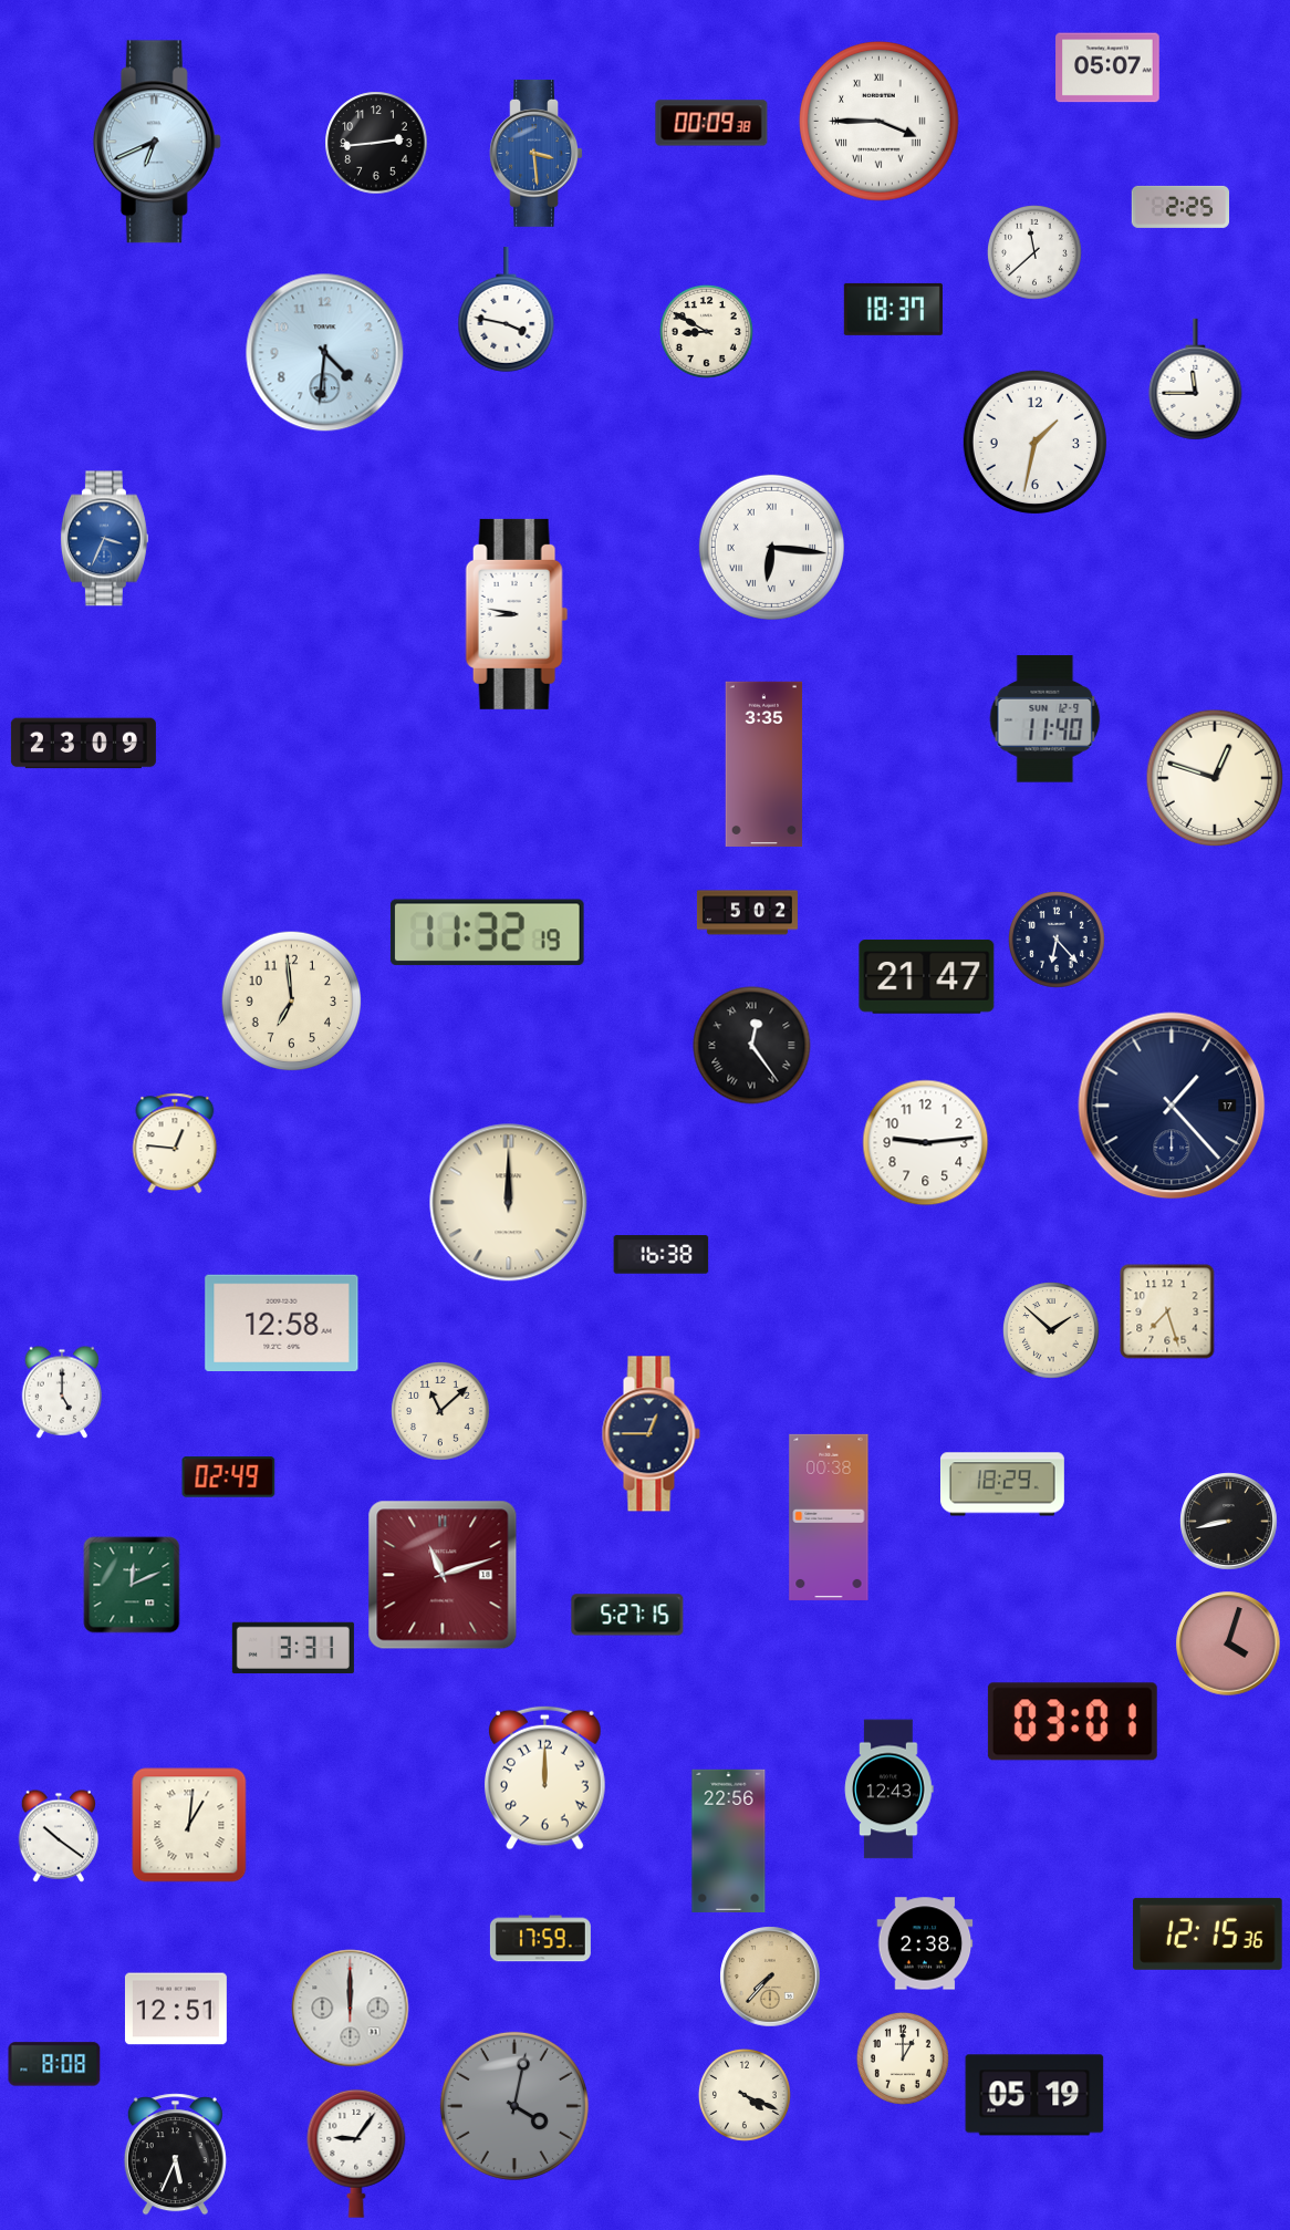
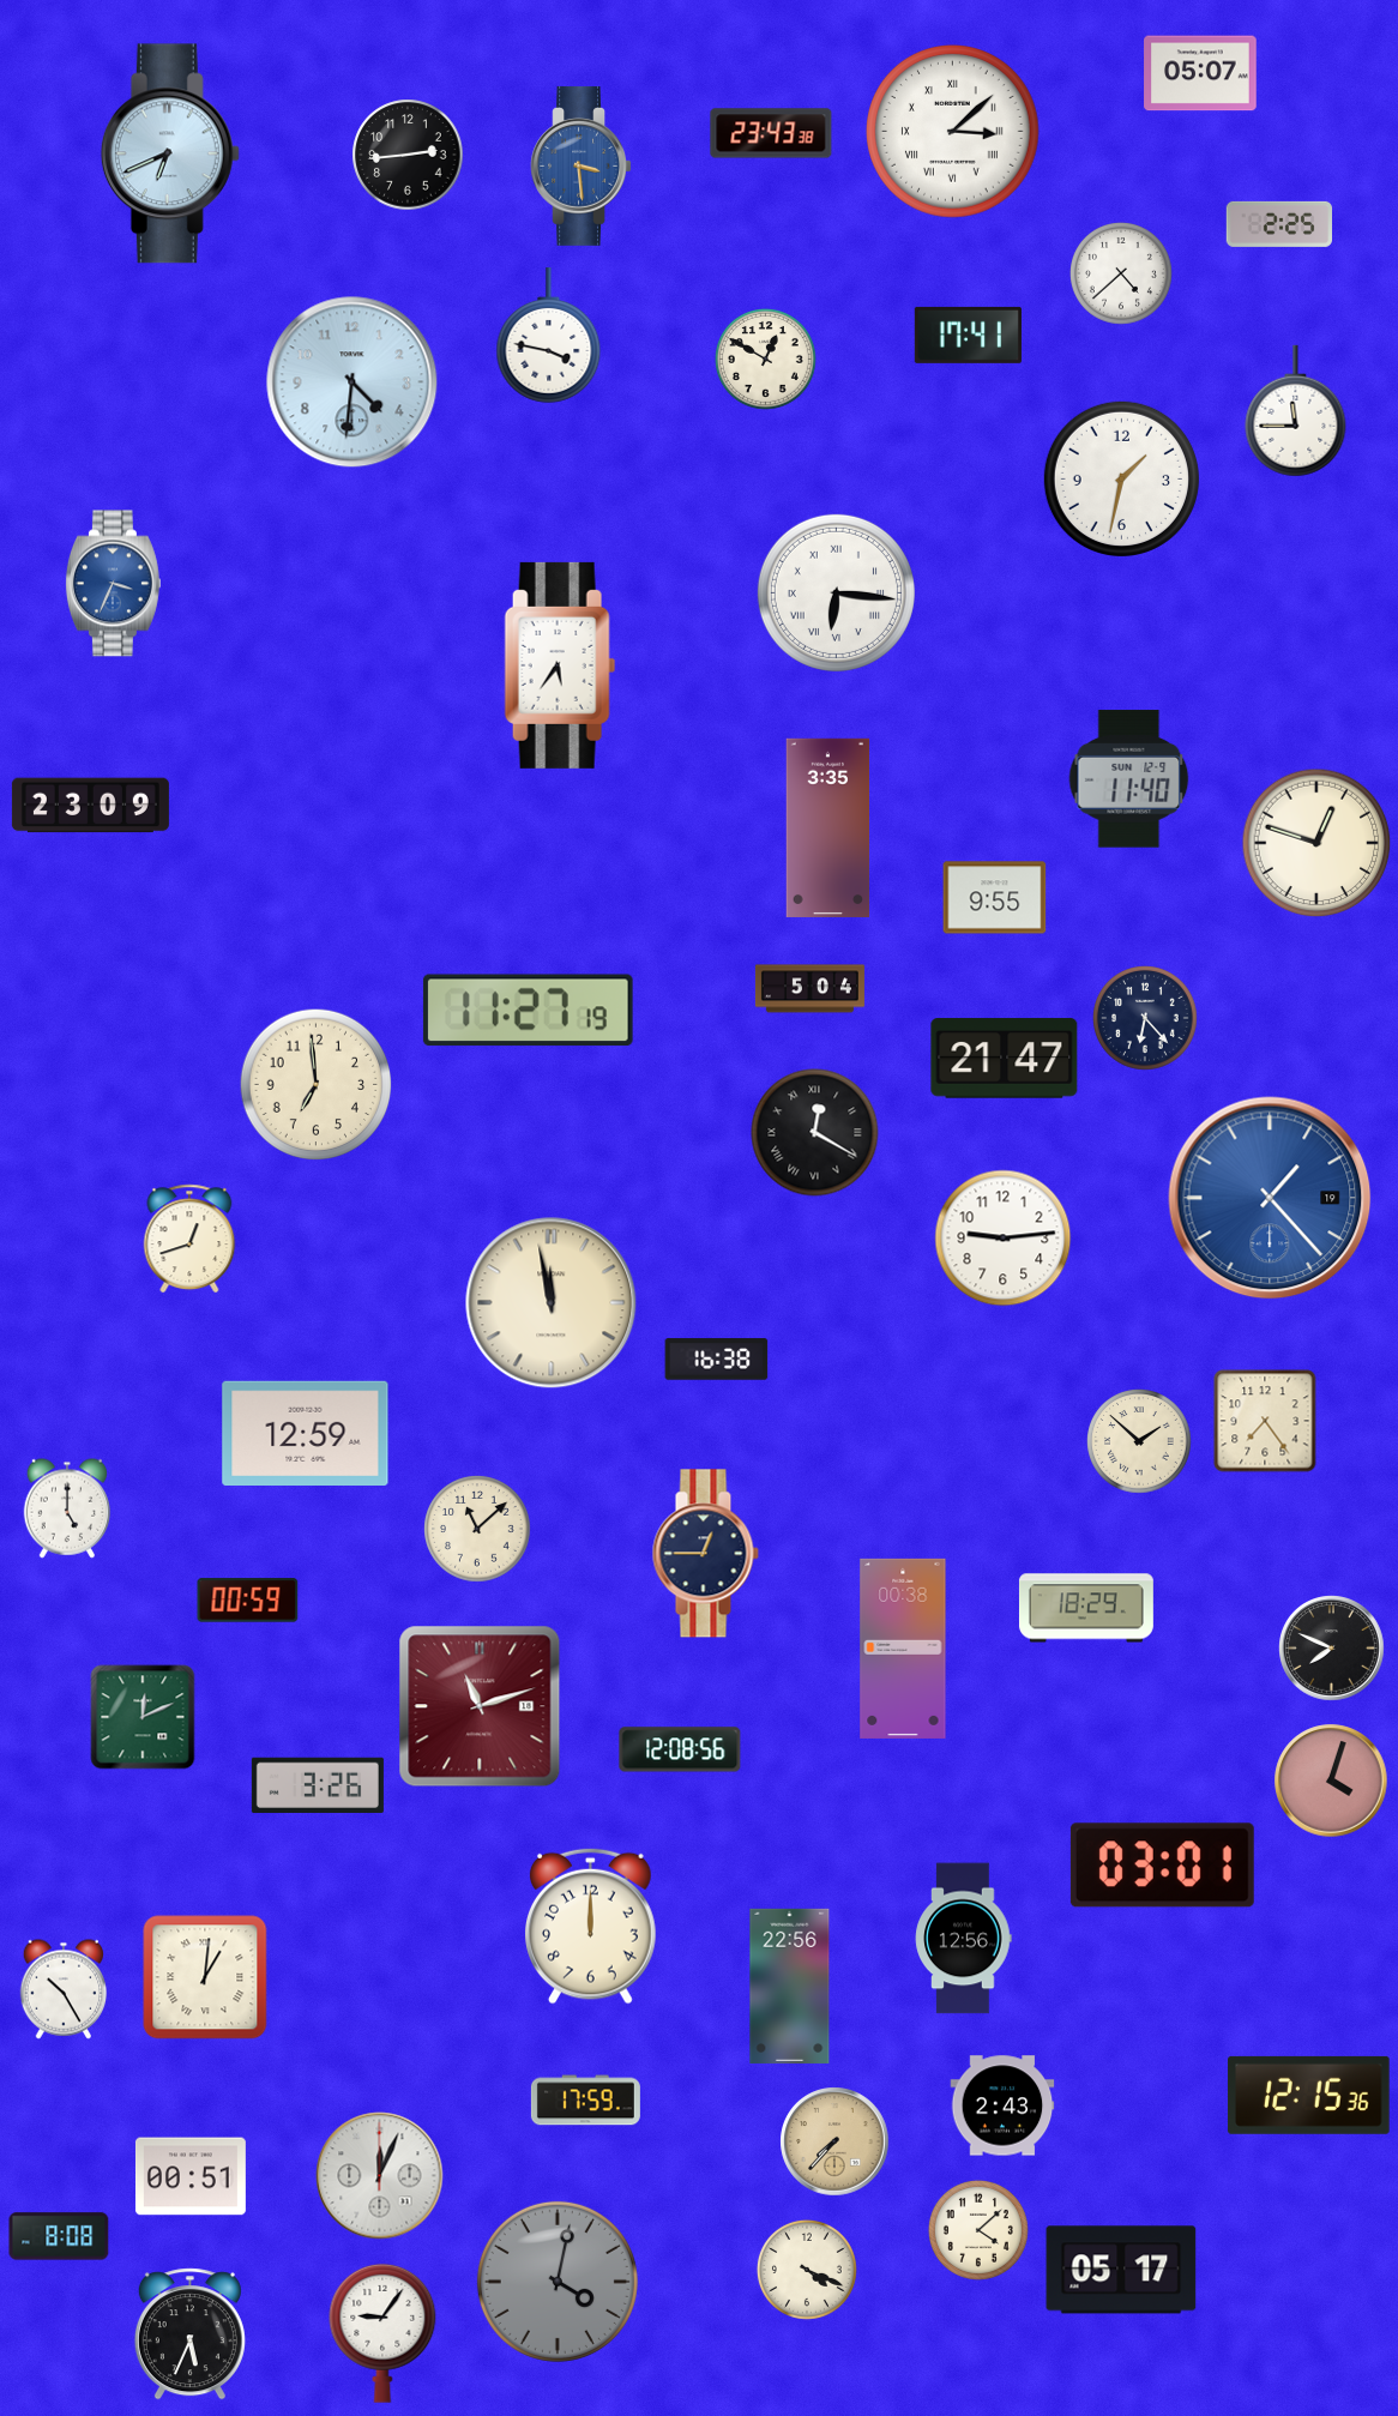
clock at (880, 122): 3:45 -> 3:08
clock at (711, 123): 00:09 -> 23:43
clock at (1034, 252): 11:38 -> 4:38
clock at (893, 309): 18:37 -> 17:41
clock at (706, 331): 8:50 -> 12:50
clock at (517, 614): 8:47 -> 5:36
clock at (1045, 719) position: (1045, 719) -> (1129, 779)
clock at (995, 898): none -> 9:55
clock at (747, 913): 5:02 -> 5:04
clock at (487, 933): 11:32 -> 11:27
clock at (752, 1046): 12:24 -> 12:20
clock at (1172, 1106) date: 17 -> 19
clock at (1172, 1106) dial: navy -> blue
clock at (175, 1143): 12:46 -> 12:42
clock at (509, 1203): 12:00 -> 11:58
clock at (1167, 1311): 7:27 -> 7:24
clock at (282, 1323): 12:58 -> 12:59
clock at (229, 1477): 02:49 -> 00:59
clock at (829, 1517) position: (829, 1517) -> (903, 1649)
clock at (1229, 1522): 8:43 -> 7:49
clock at (627, 1615): 5:27 -> 12:08
clock at (293, 1647): 3:31 -> 3:26
clock at (890, 1790): 12:43 -> 12:56
clock at (59, 1836): 10:21 -> 10:25
clock at (729, 1840) position: (729, 1840) -> (790, 1986)
clock at (925, 1943): 2:38 -> 2:43
clock at (176, 2009): 12:51 -> 00:51
clock at (351, 2009): 12:00 -> 12:04
clock at (903, 2058): 1:00 -> 4:08
clock at (1034, 2095): 05:19 -> 05:17
clock at (356, 2154) position: (356, 2154) -> (382, 2333)
